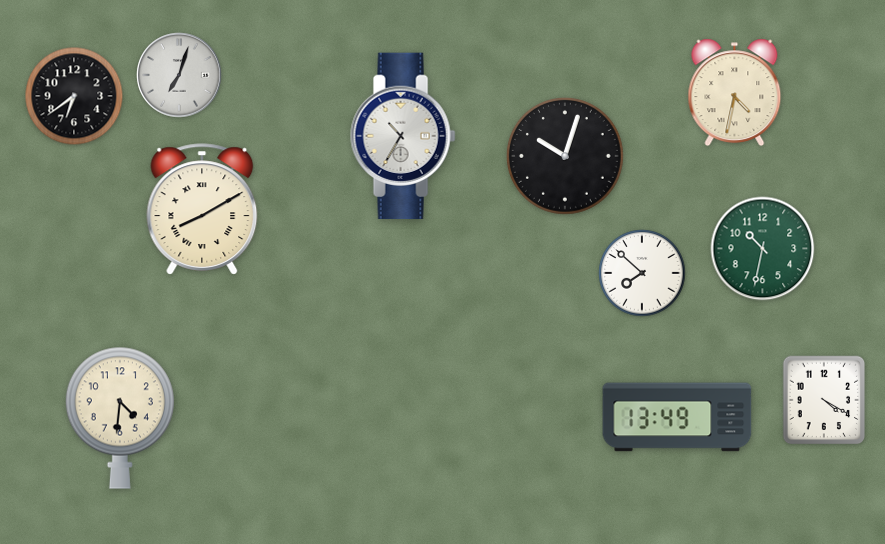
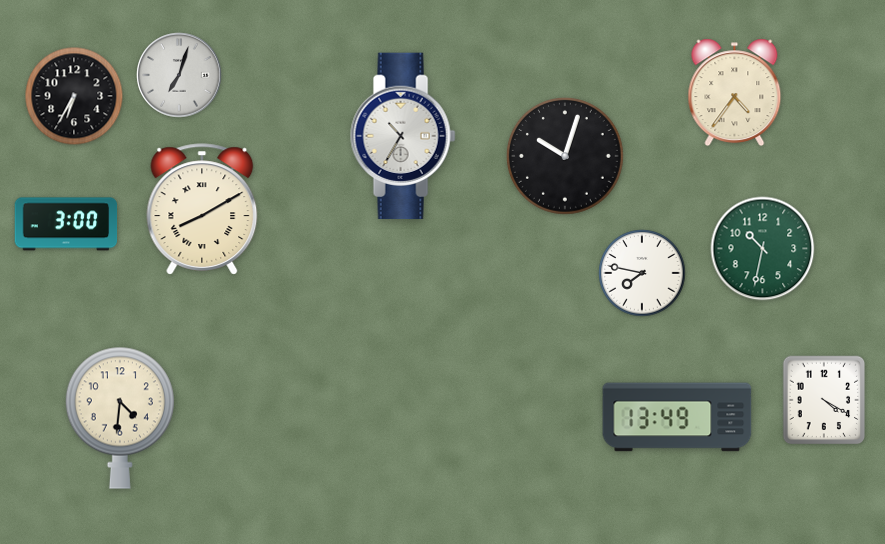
clock at (735, 93): 4:32 -> 4:36
clock at (74, 96): 6:39 -> 6:35
clock at (66, 224): none -> 3:00
clock at (642, 273): 7:52 -> 7:47
